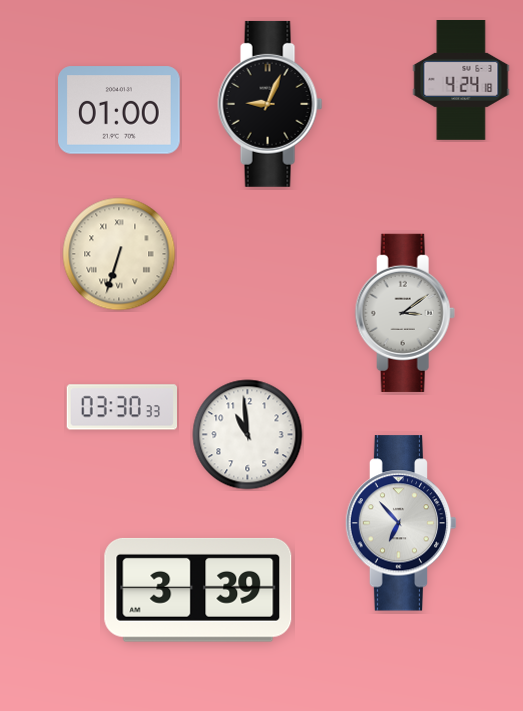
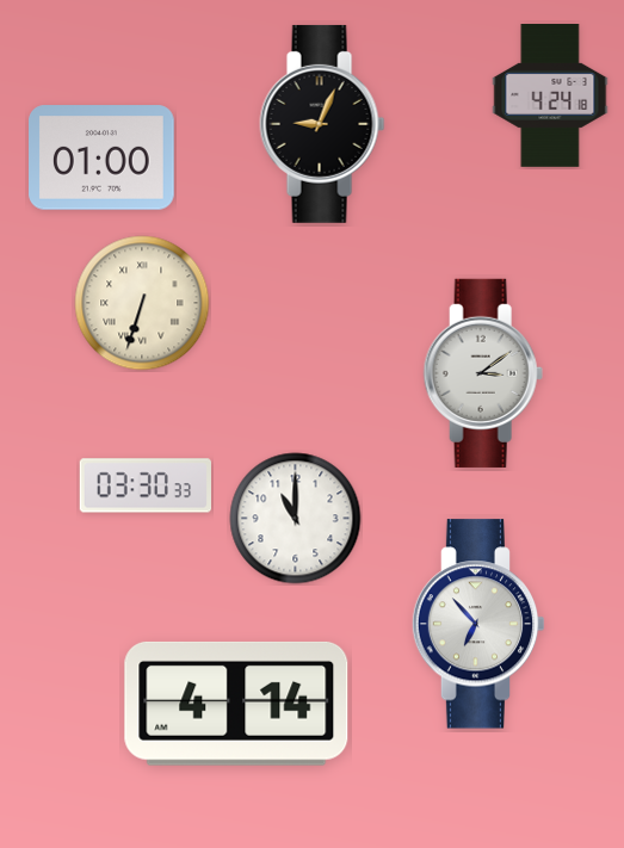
clock at (120, 110) position: (120, 110) -> (103, 157)
clock at (248, 435): 10:59 -> 11:00
clock at (198, 590): 3:39 -> 4:14
